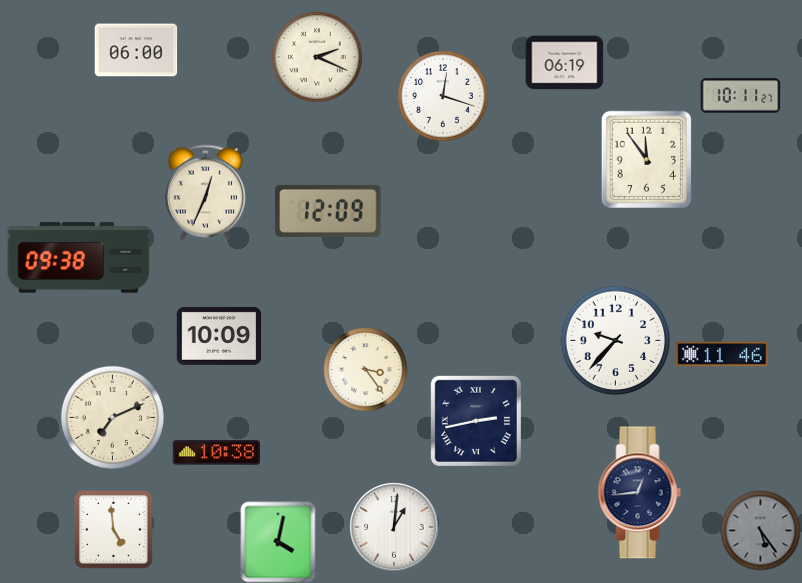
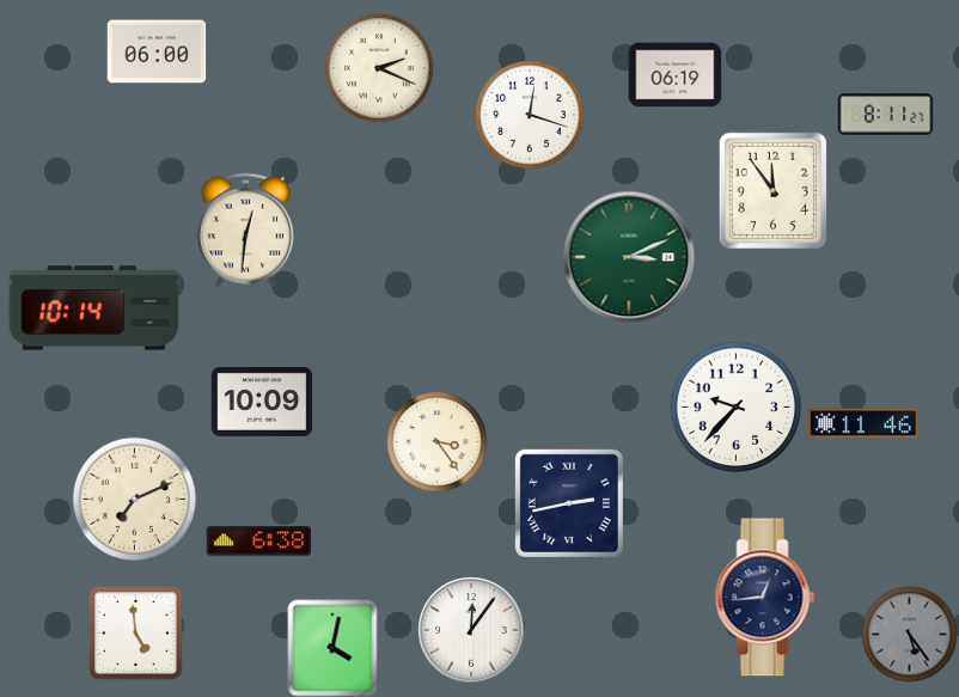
clock at (136, 50) position: (136, 50) -> (157, 51)
clock at (740, 96): 10:11 -> 8:11
clock at (205, 192): 12:34 -> 12:31
clock at (328, 211): 12:09 -> none
clock at (629, 257): none -> 3:11
clock at (79, 258): 09:38 -> 10:14
clock at (216, 453): 10:38 -> 6:38
clock at (640, 493) position: (640, 493) -> (765, 598)
clock at (394, 527): 1:01 -> 12:06
